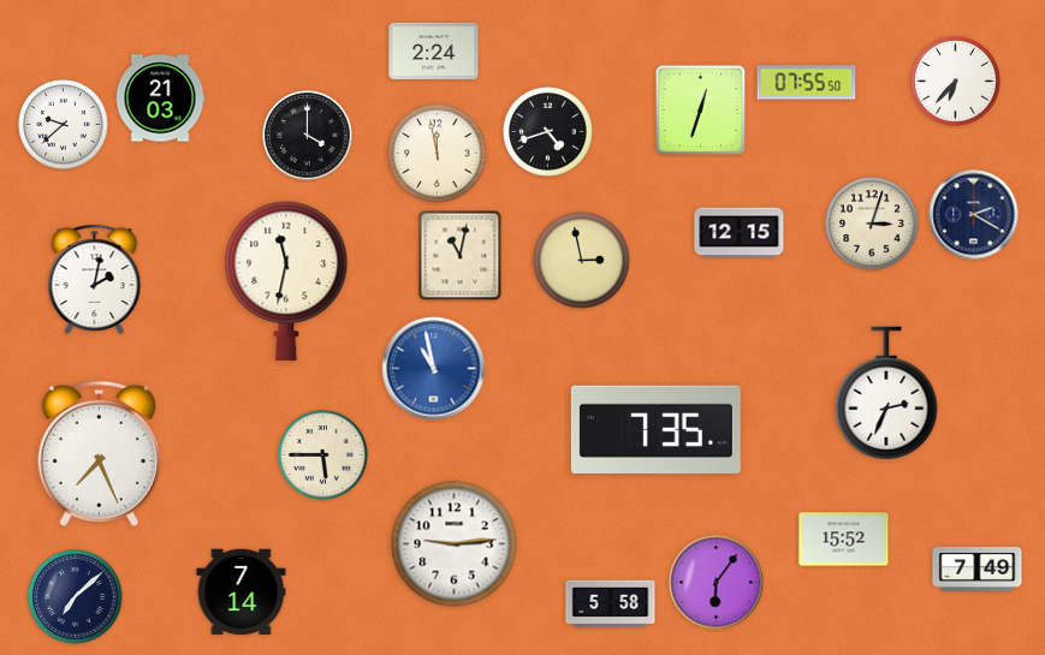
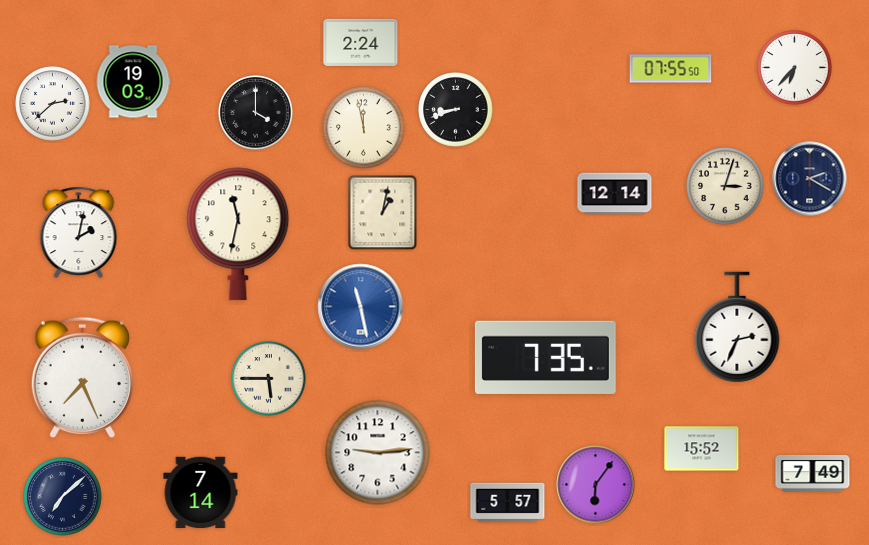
clock at (160, 99): 21:03 -> 19:03
clock at (701, 111): 12:33 -> none
clock at (64, 125): 9:38 -> 2:38
clock at (548, 132): 4:42 -> 8:42
clock at (740, 233): 12:15 -> 12:14
clock at (461, 256): 11:02 -> 1:02
clock at (582, 261): 2:58 -> none
clock at (434, 369): 10:58 -> 11:28
clock at (611, 605): 5:58 -> 5:57
